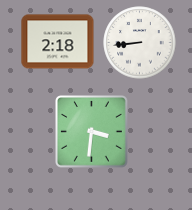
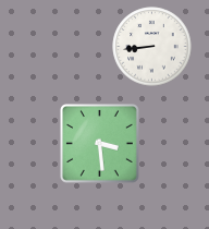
clock at (58, 42): 2:18 -> none
clock at (92, 132): 3:31 -> 3:29
